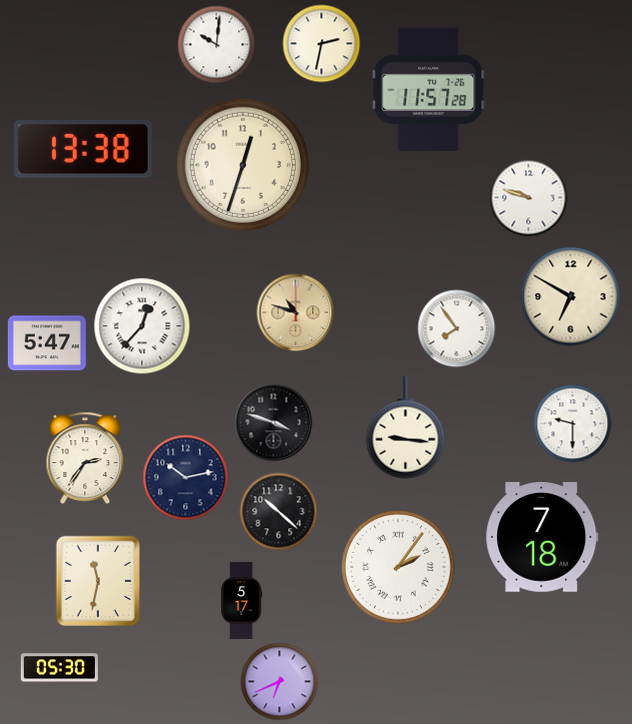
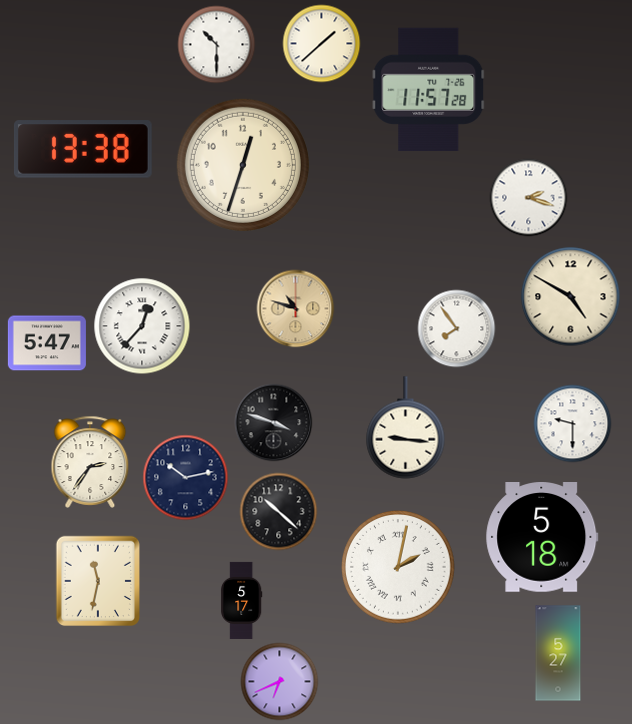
clock at (321, 43): 2:32 -> 1:38
clock at (216, 44): 10:01 -> 10:30
clock at (528, 197): 9:48 -> 2:18
clock at (571, 297): 6:50 -> 4:50
clock at (295, 312) position: (295, 312) -> (295, 308)
clock at (85, 458) position: (85, 458) -> (90, 462)
clock at (542, 538): 7:18 -> 5:18
clock at (399, 568): 2:06 -> 2:02
clock at (558, 653): none -> 5:27
clock at (59, 668): 05:30 -> none
